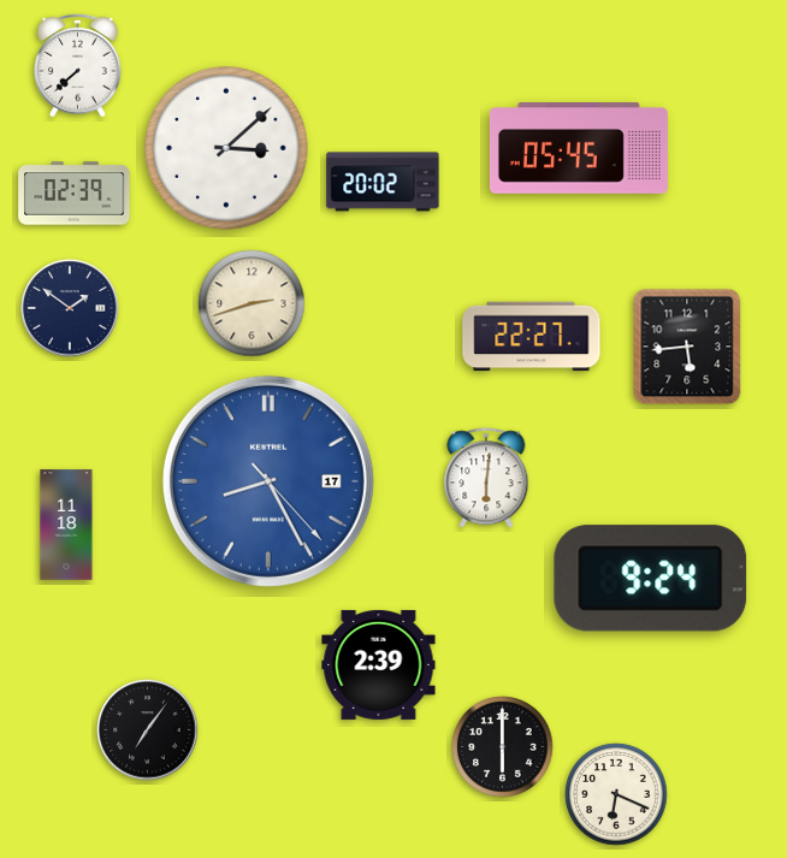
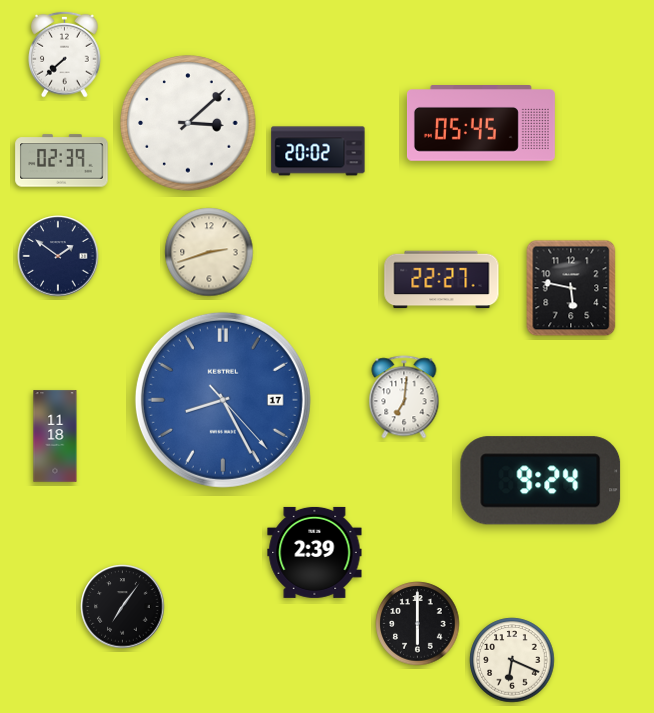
clock at (687, 347): 5:44 -> 5:47
clock at (486, 478): 6:01 -> 7:01
clock at (503, 747) position: (503, 747) -> (418, 624)
